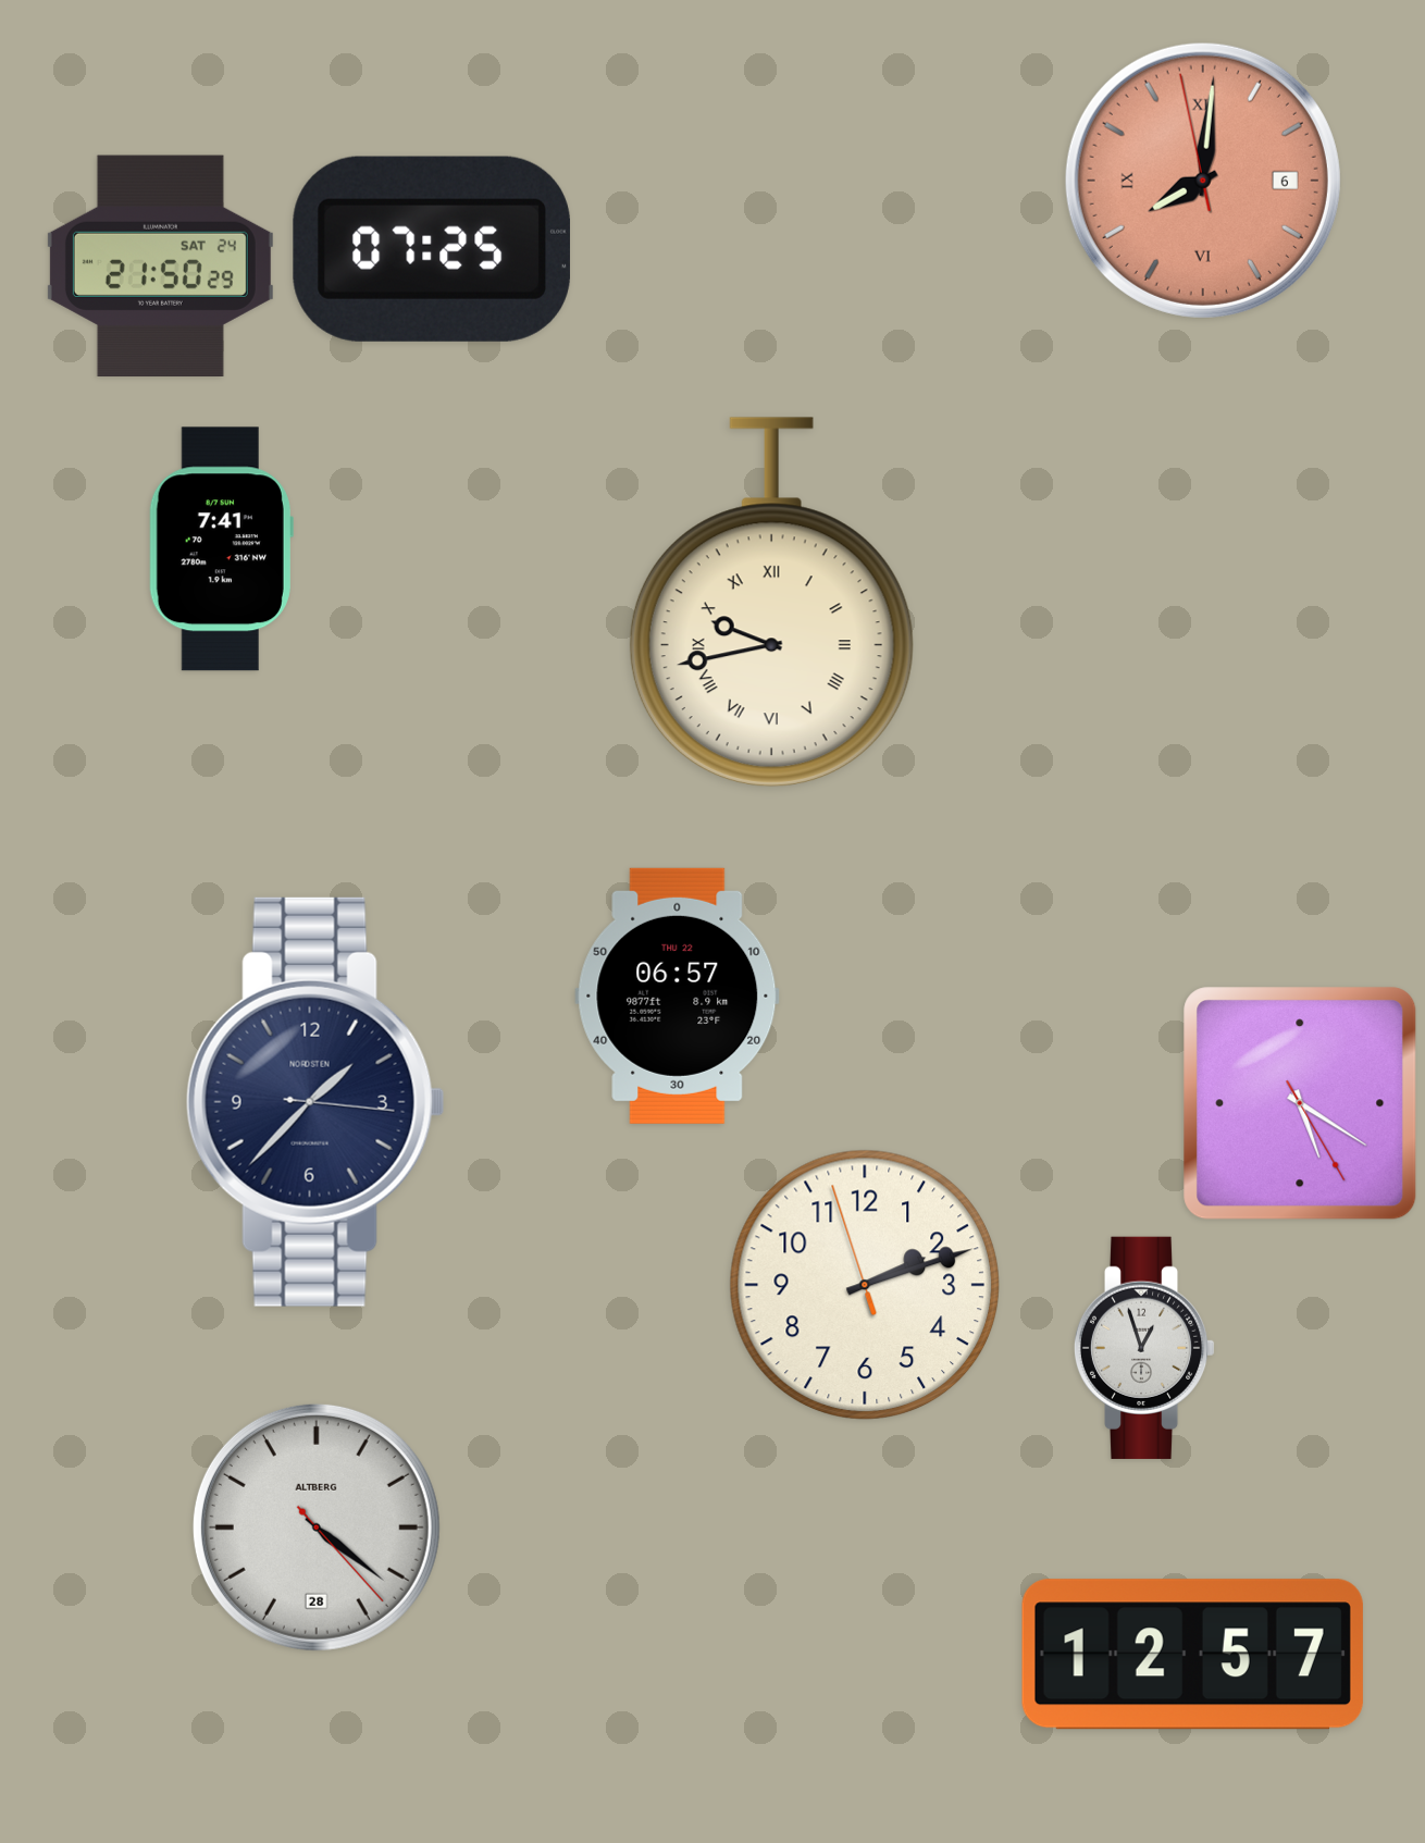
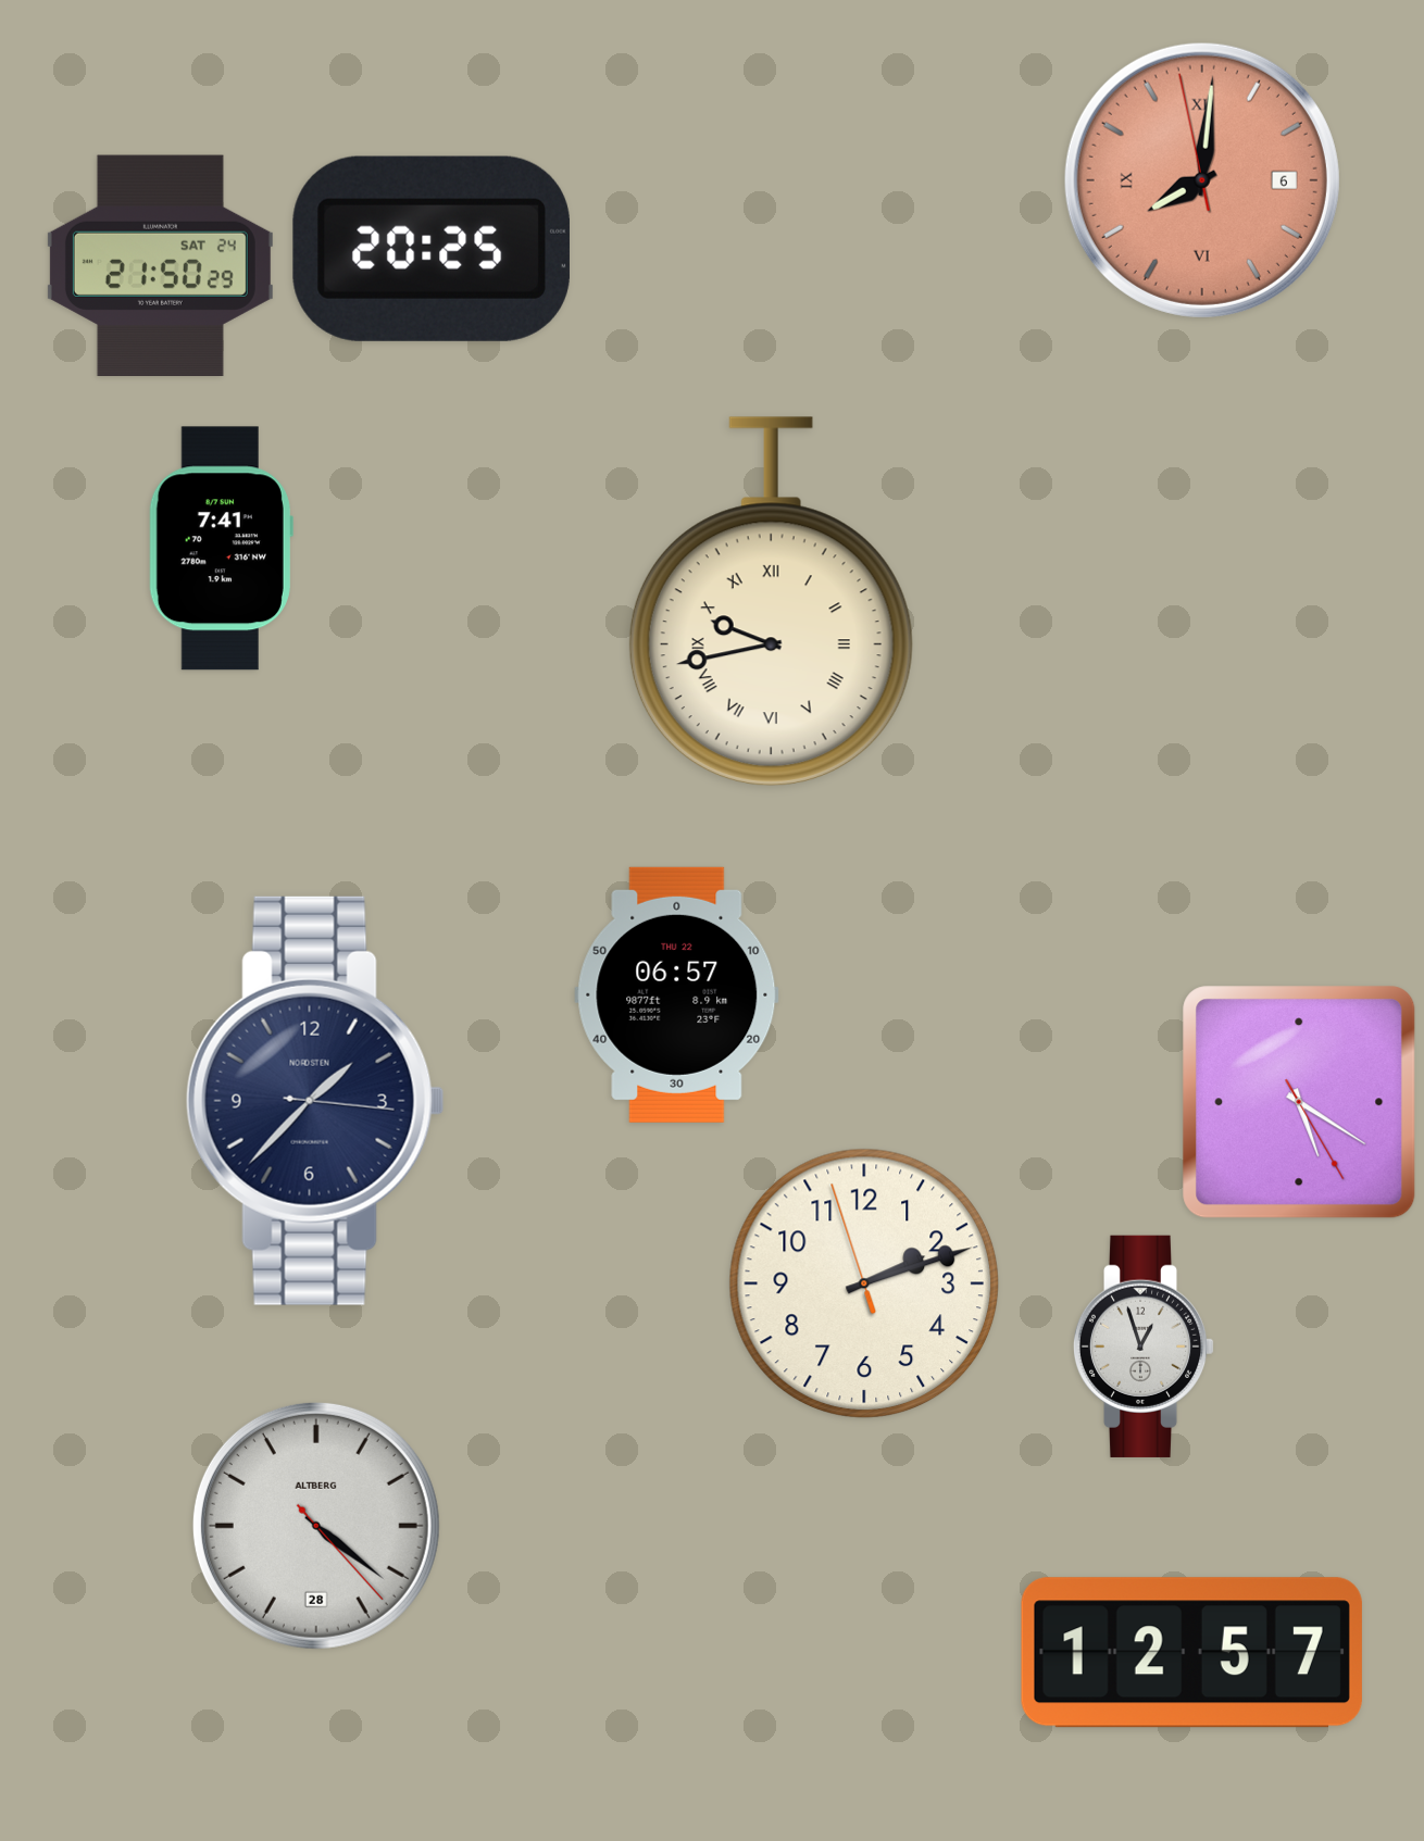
clock at (432, 249): 07:25 -> 20:25
